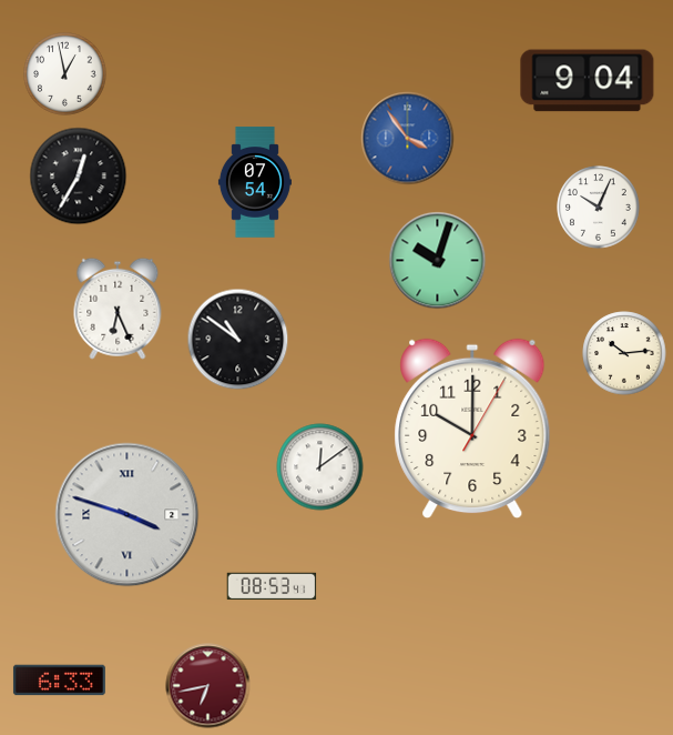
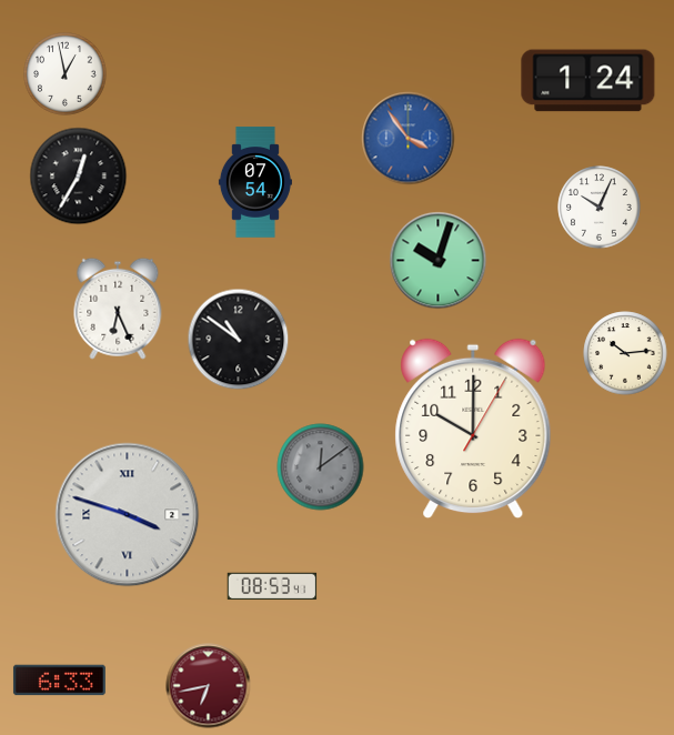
clock at (588, 81): 9:04 -> 1:24
clock at (320, 467) dial: white -> grey
